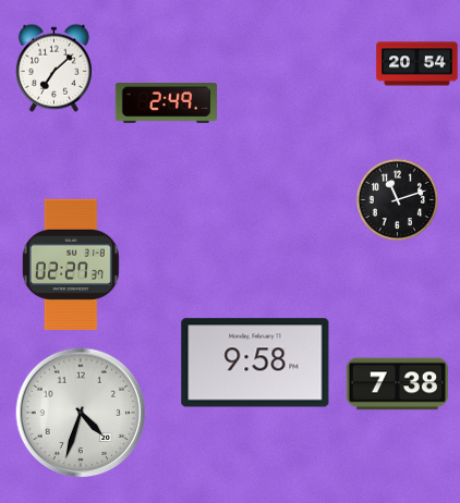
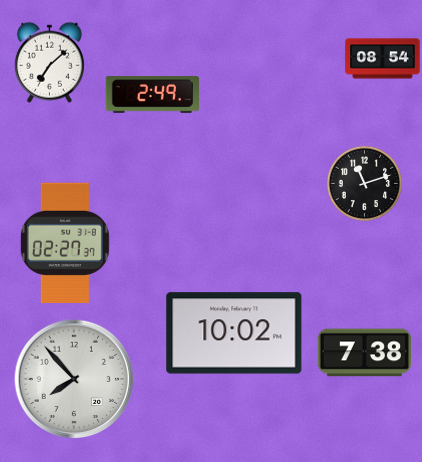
clock at (417, 64): 20:54 -> 08:54
clock at (255, 363): 9:58 -> 10:02
clock at (81, 413): 4:33 -> 7:53
